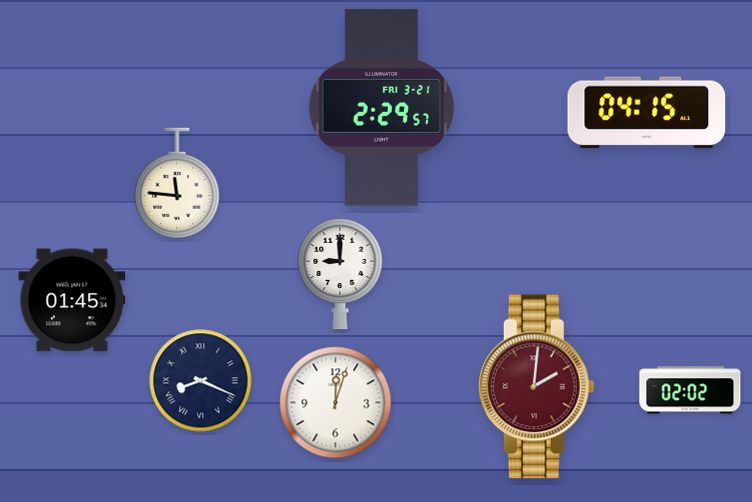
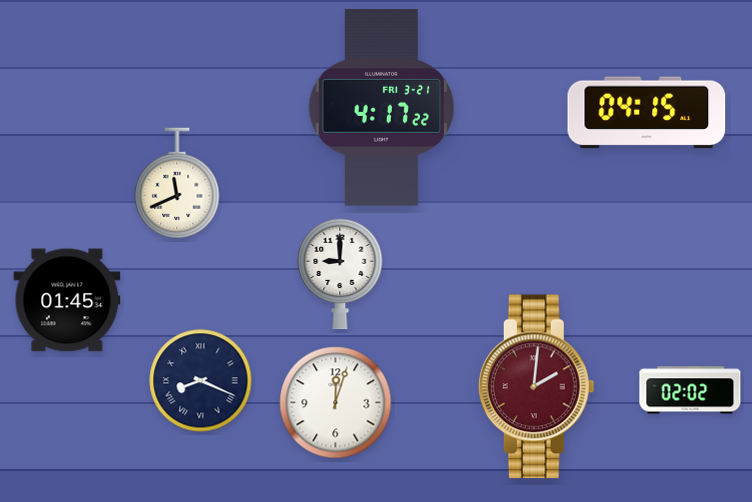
clock at (382, 108): 2:29 -> 4:17
clock at (177, 183): 11:46 -> 11:41
clock at (72, 300) position: (72, 300) -> (67, 300)
